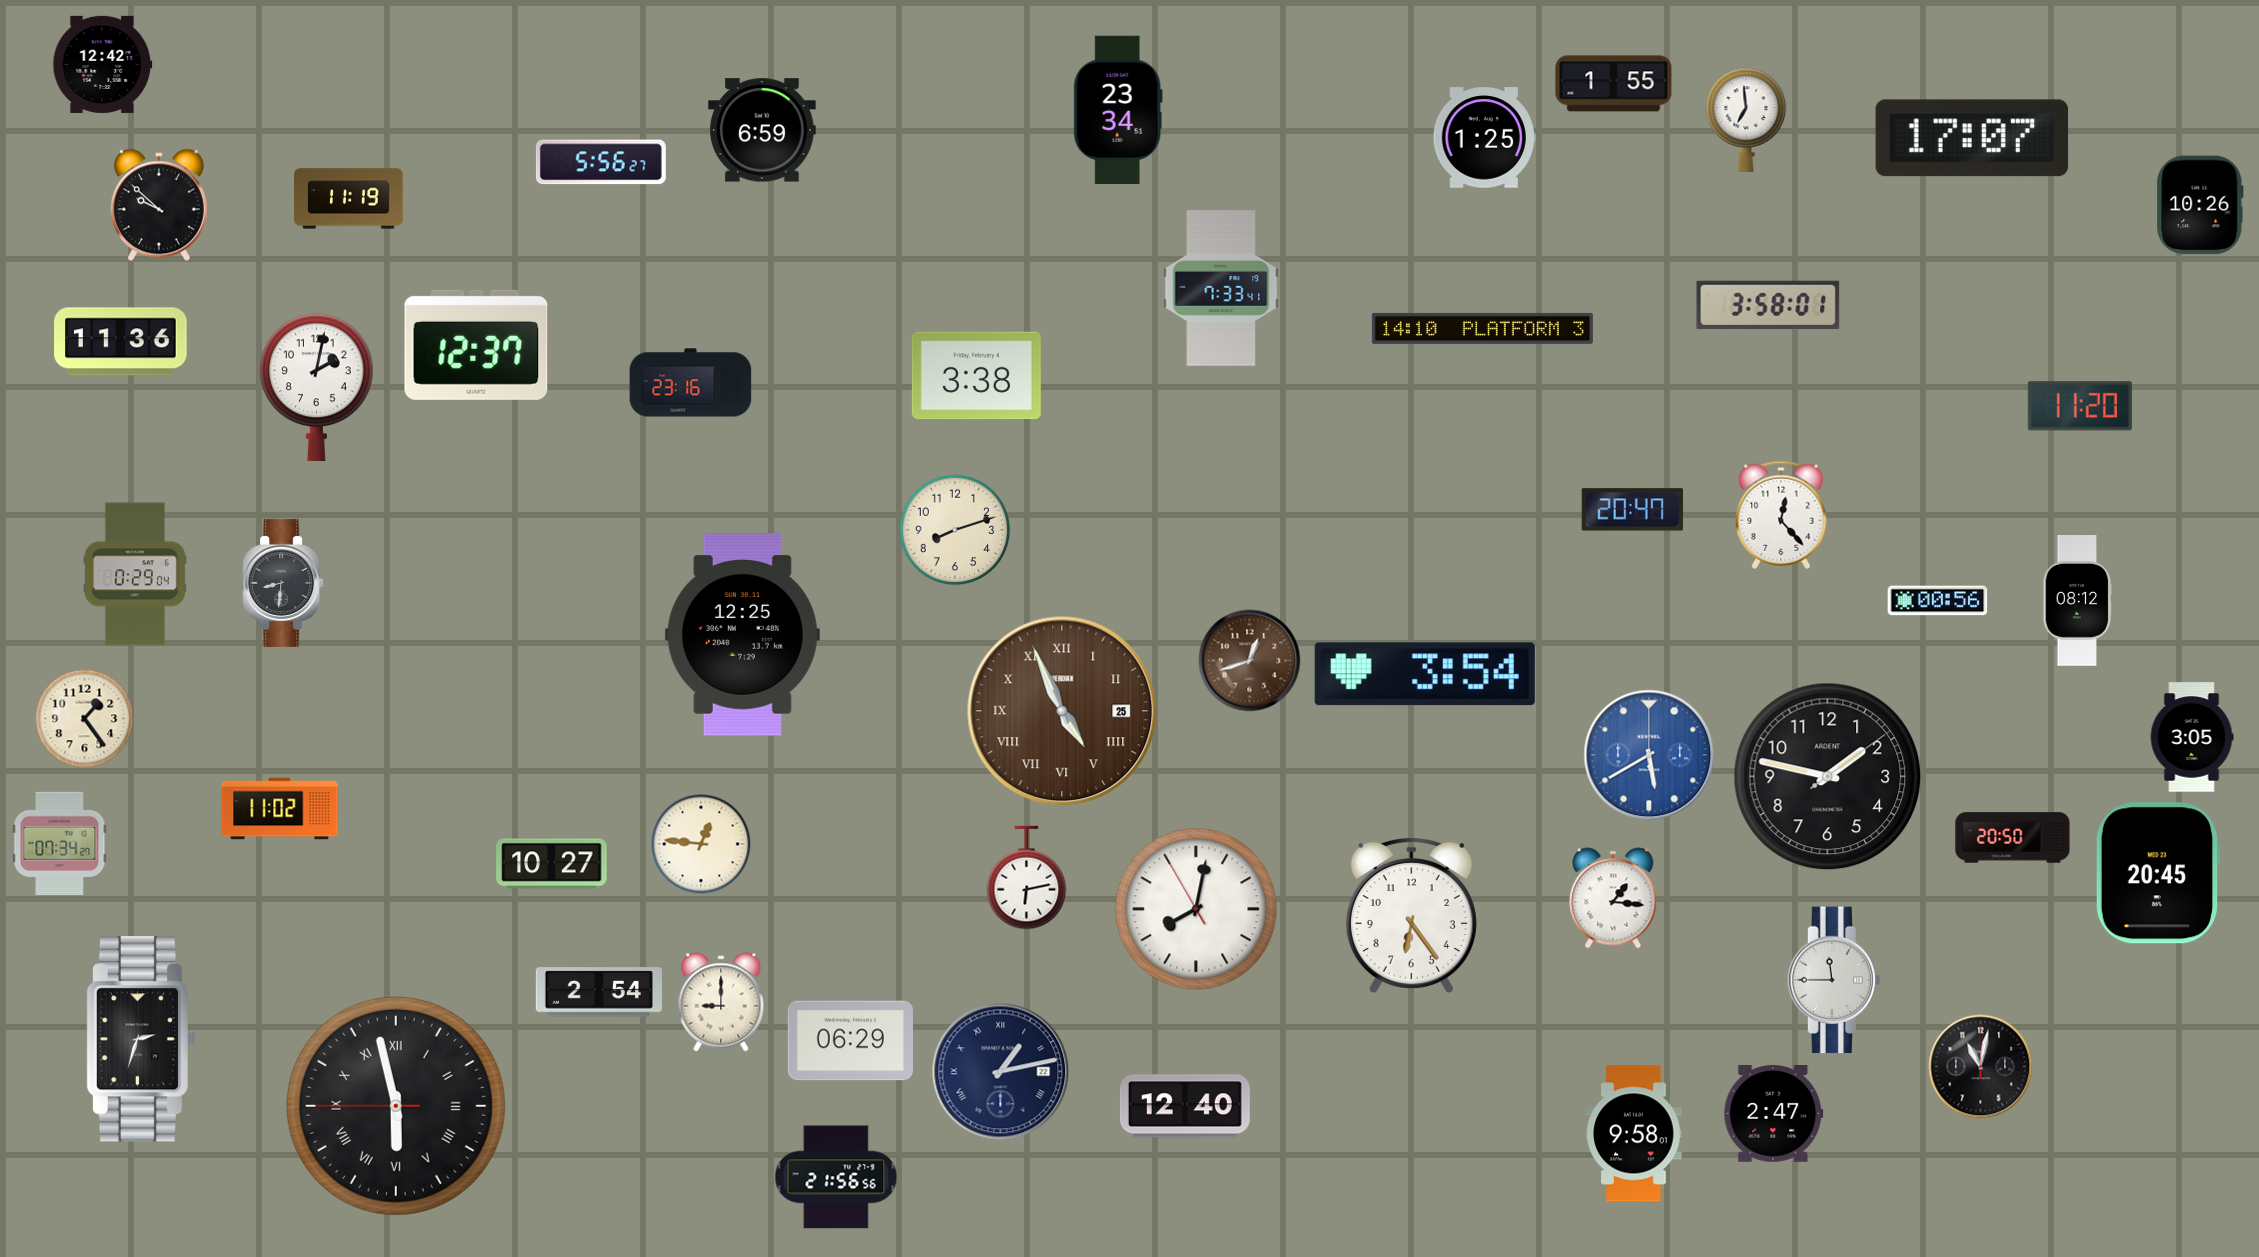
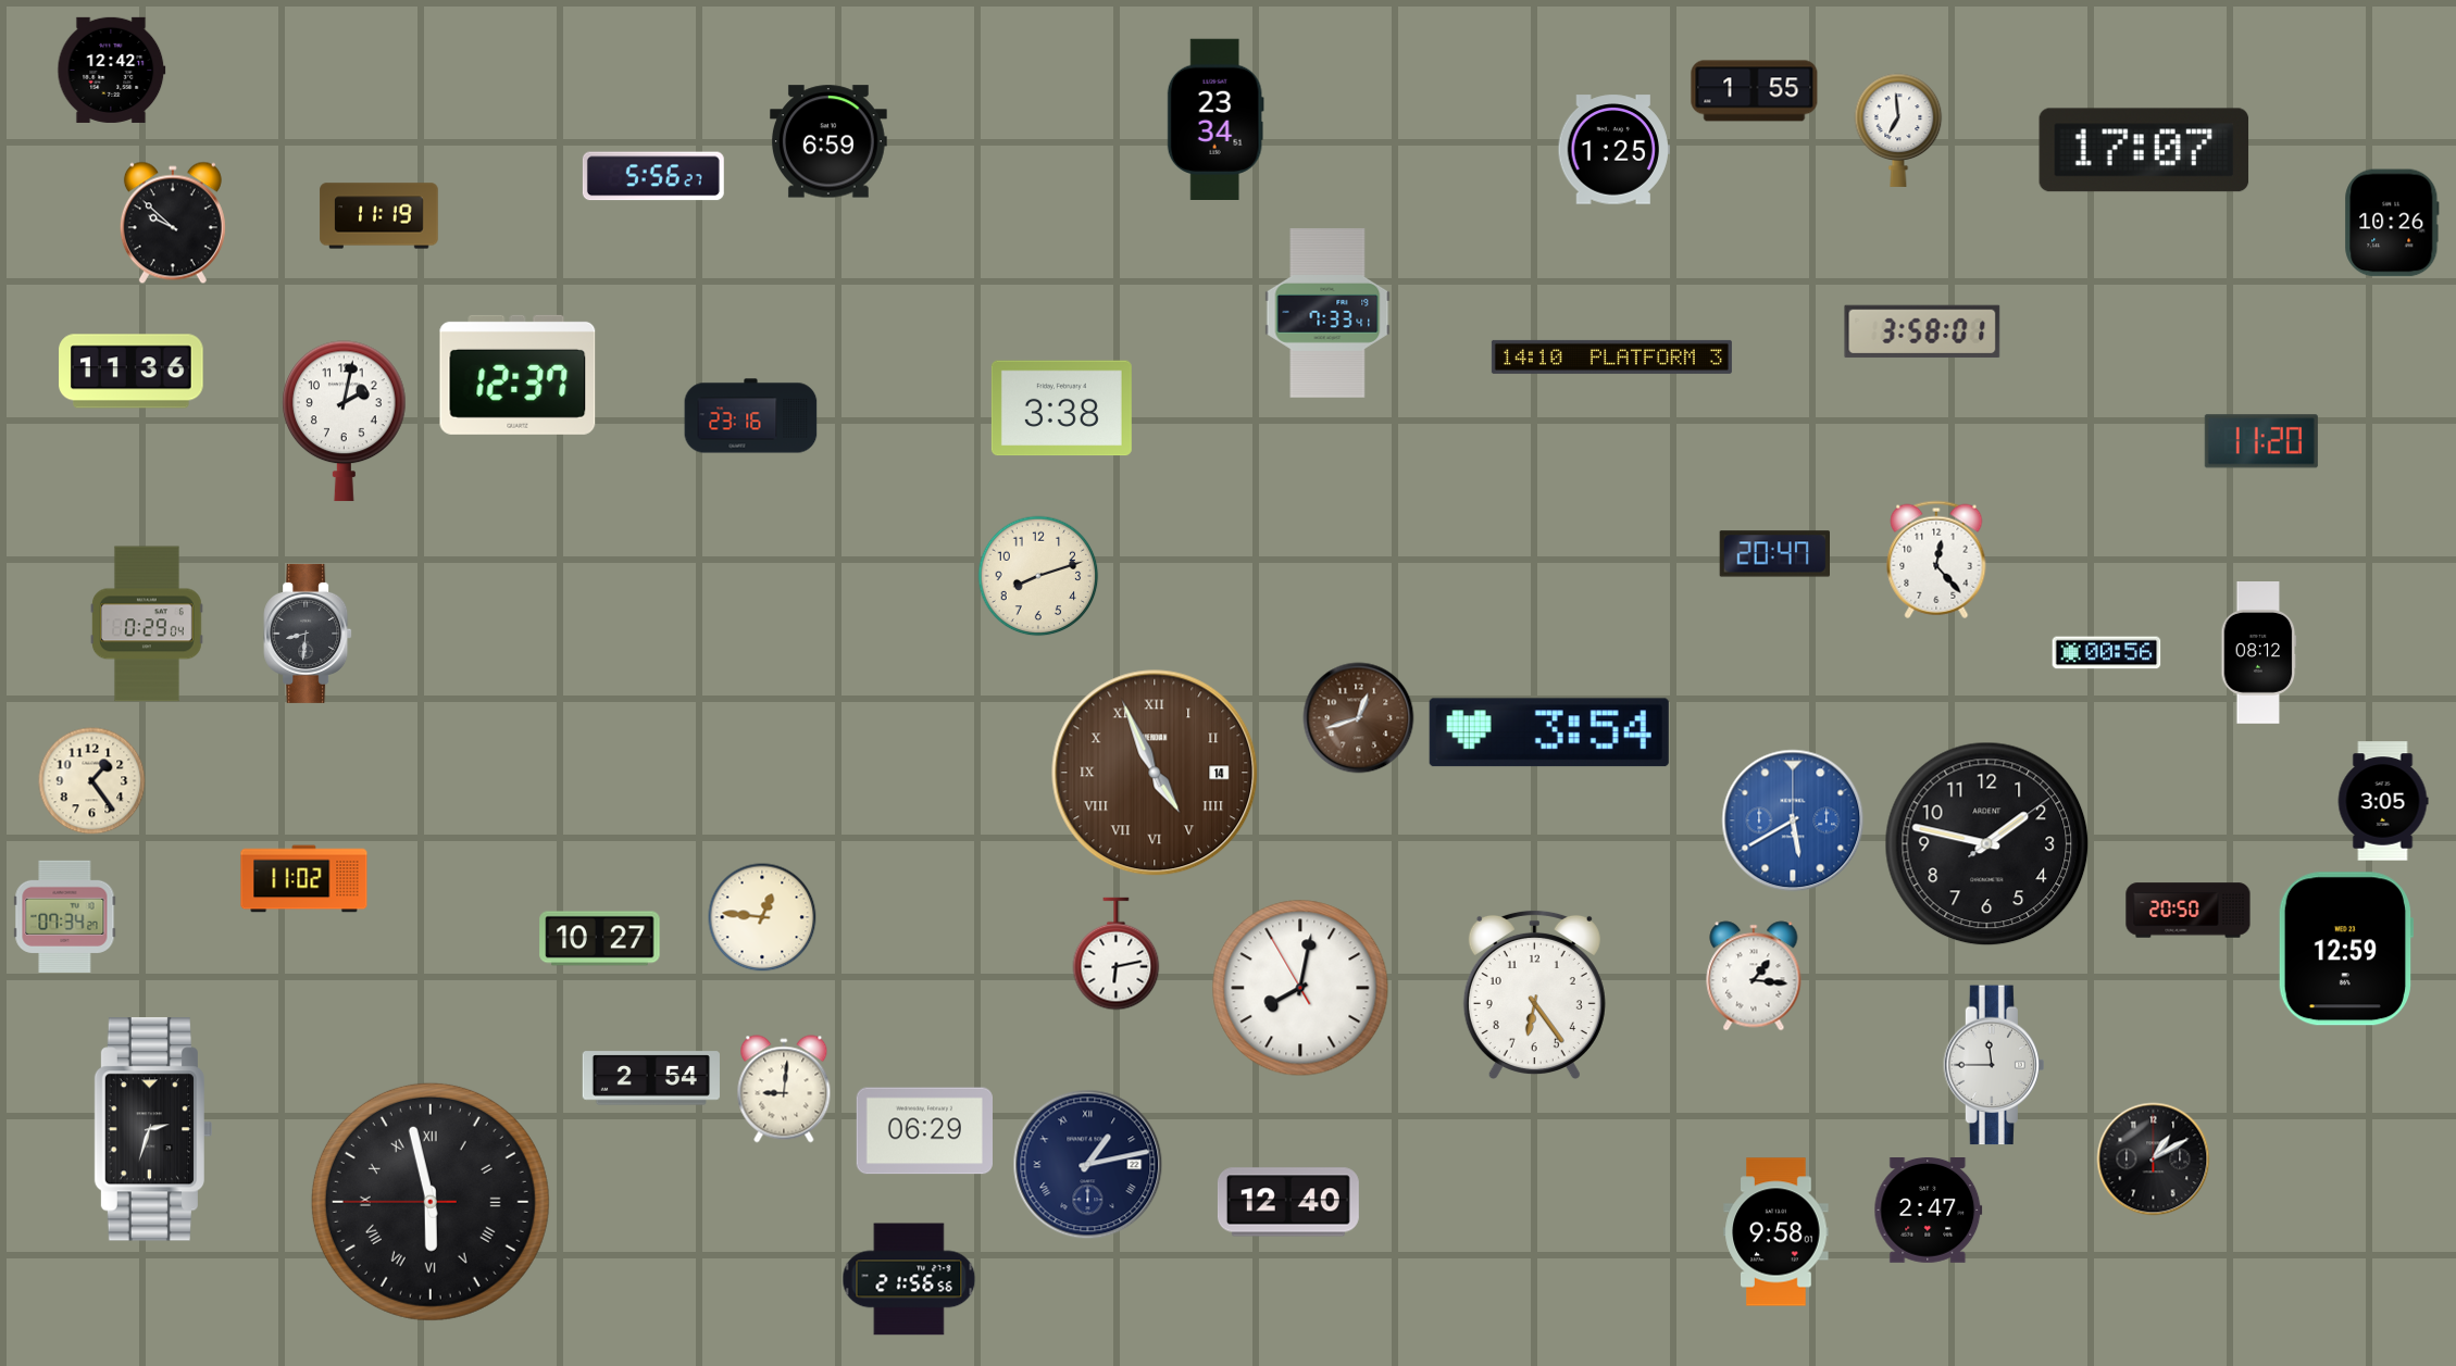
clock at (742, 635): 12:25 -> none
clock at (1062, 711) date: 25 -> 14
clock at (2157, 873): 20:45 -> 12:59
clock at (721, 1002): 9:00 -> 9:01
clock at (1981, 1067): 11:02 -> 1:10
